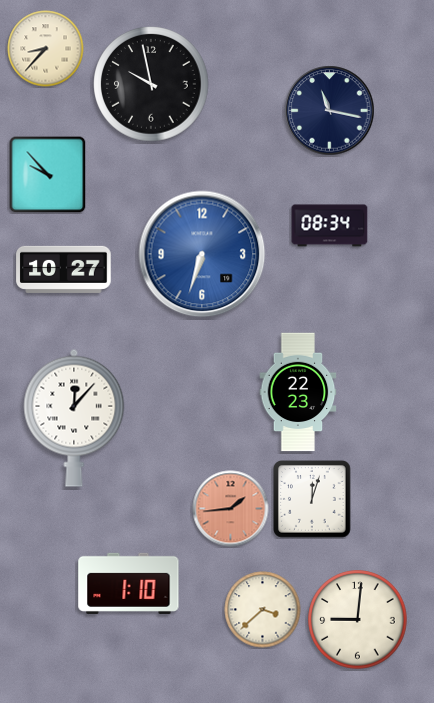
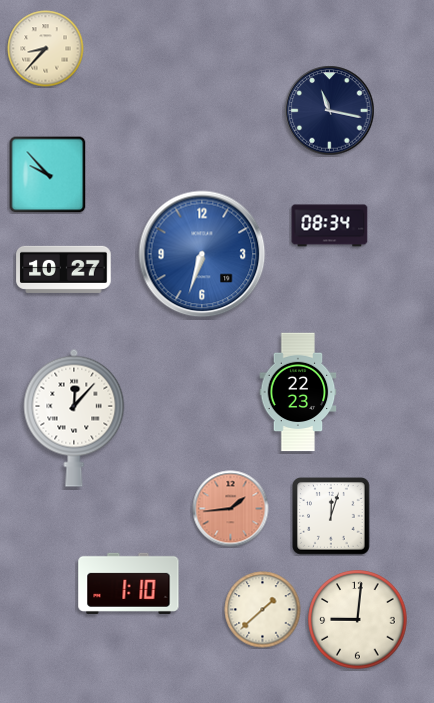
clock at (151, 84): 9:58 -> none
clock at (313, 500) position: (313, 500) -> (332, 517)
clock at (263, 610): 3:38 -> 1:38
